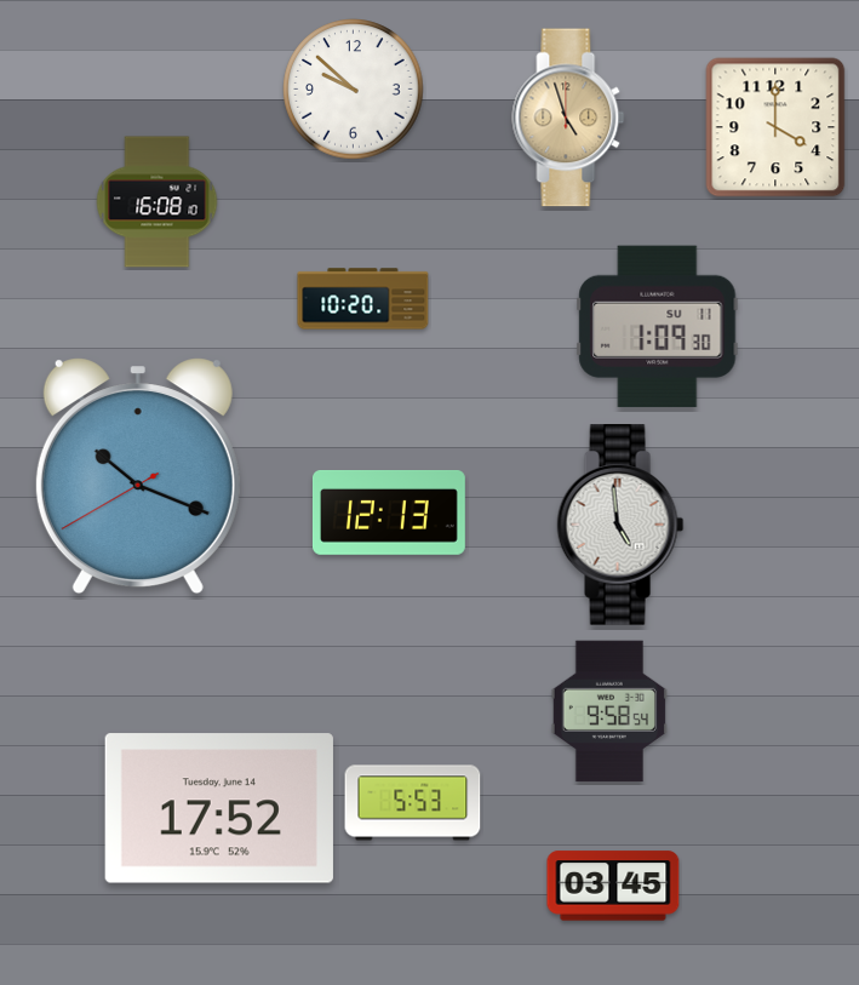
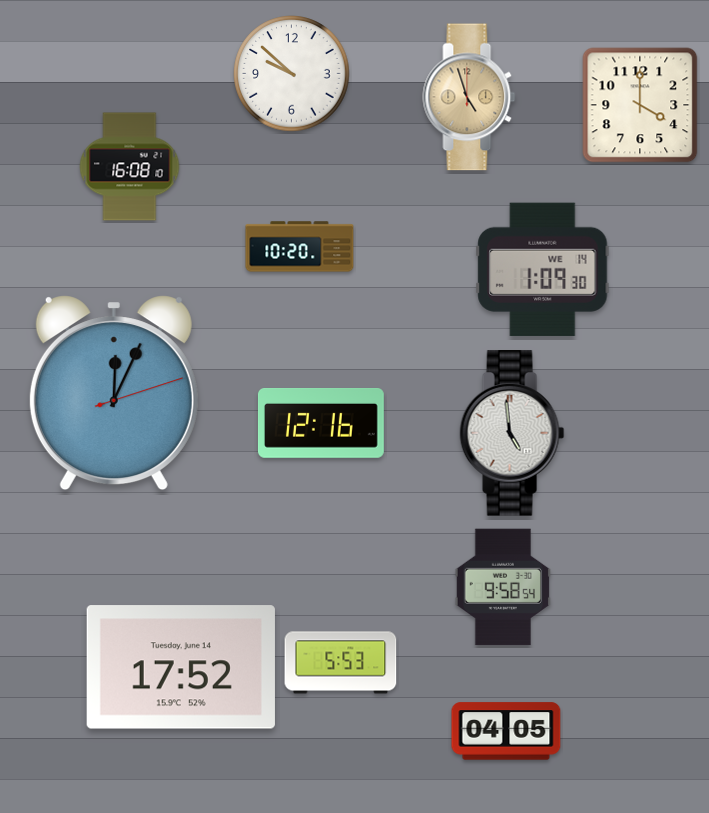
clock at (658, 326) date: SU 11 -> WE 14
clock at (138, 476): 10:18 -> 12:04
clock at (389, 514): 12:13 -> 12:16
clock at (613, 886): 03:45 -> 04:05
